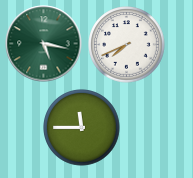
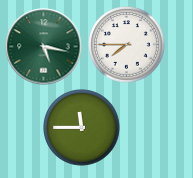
clock at (44, 44) position: (44, 44) -> (44, 47)
clock at (127, 45): 7:41 -> 7:45
